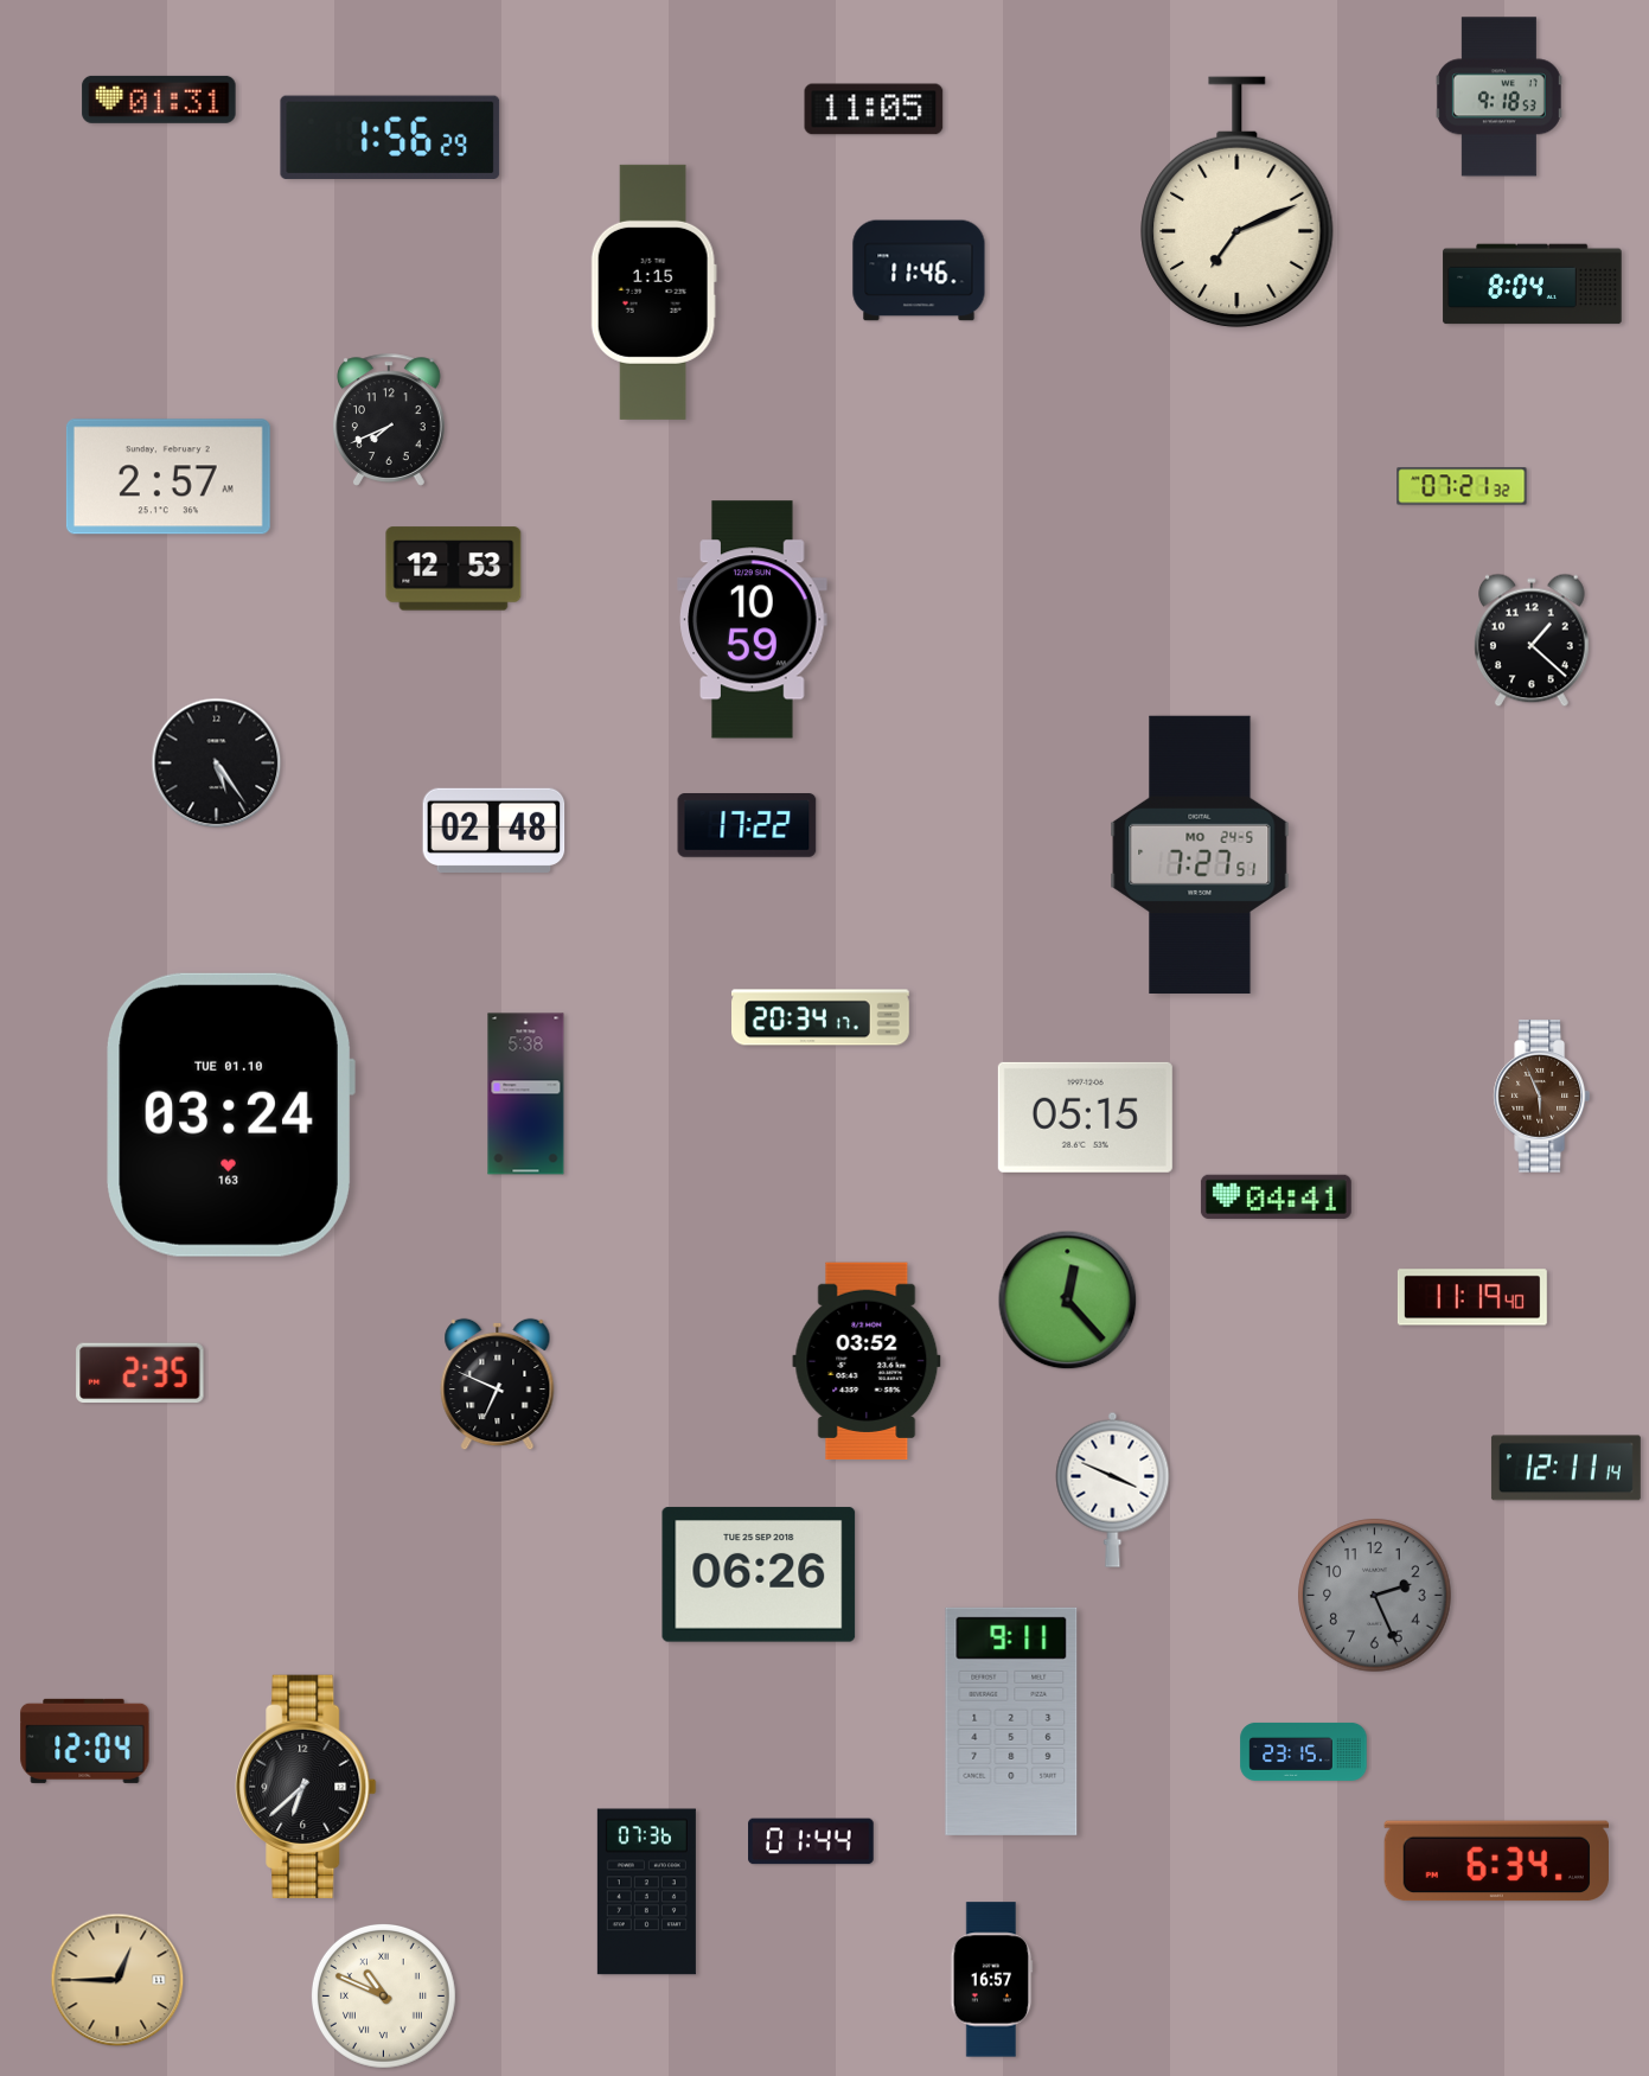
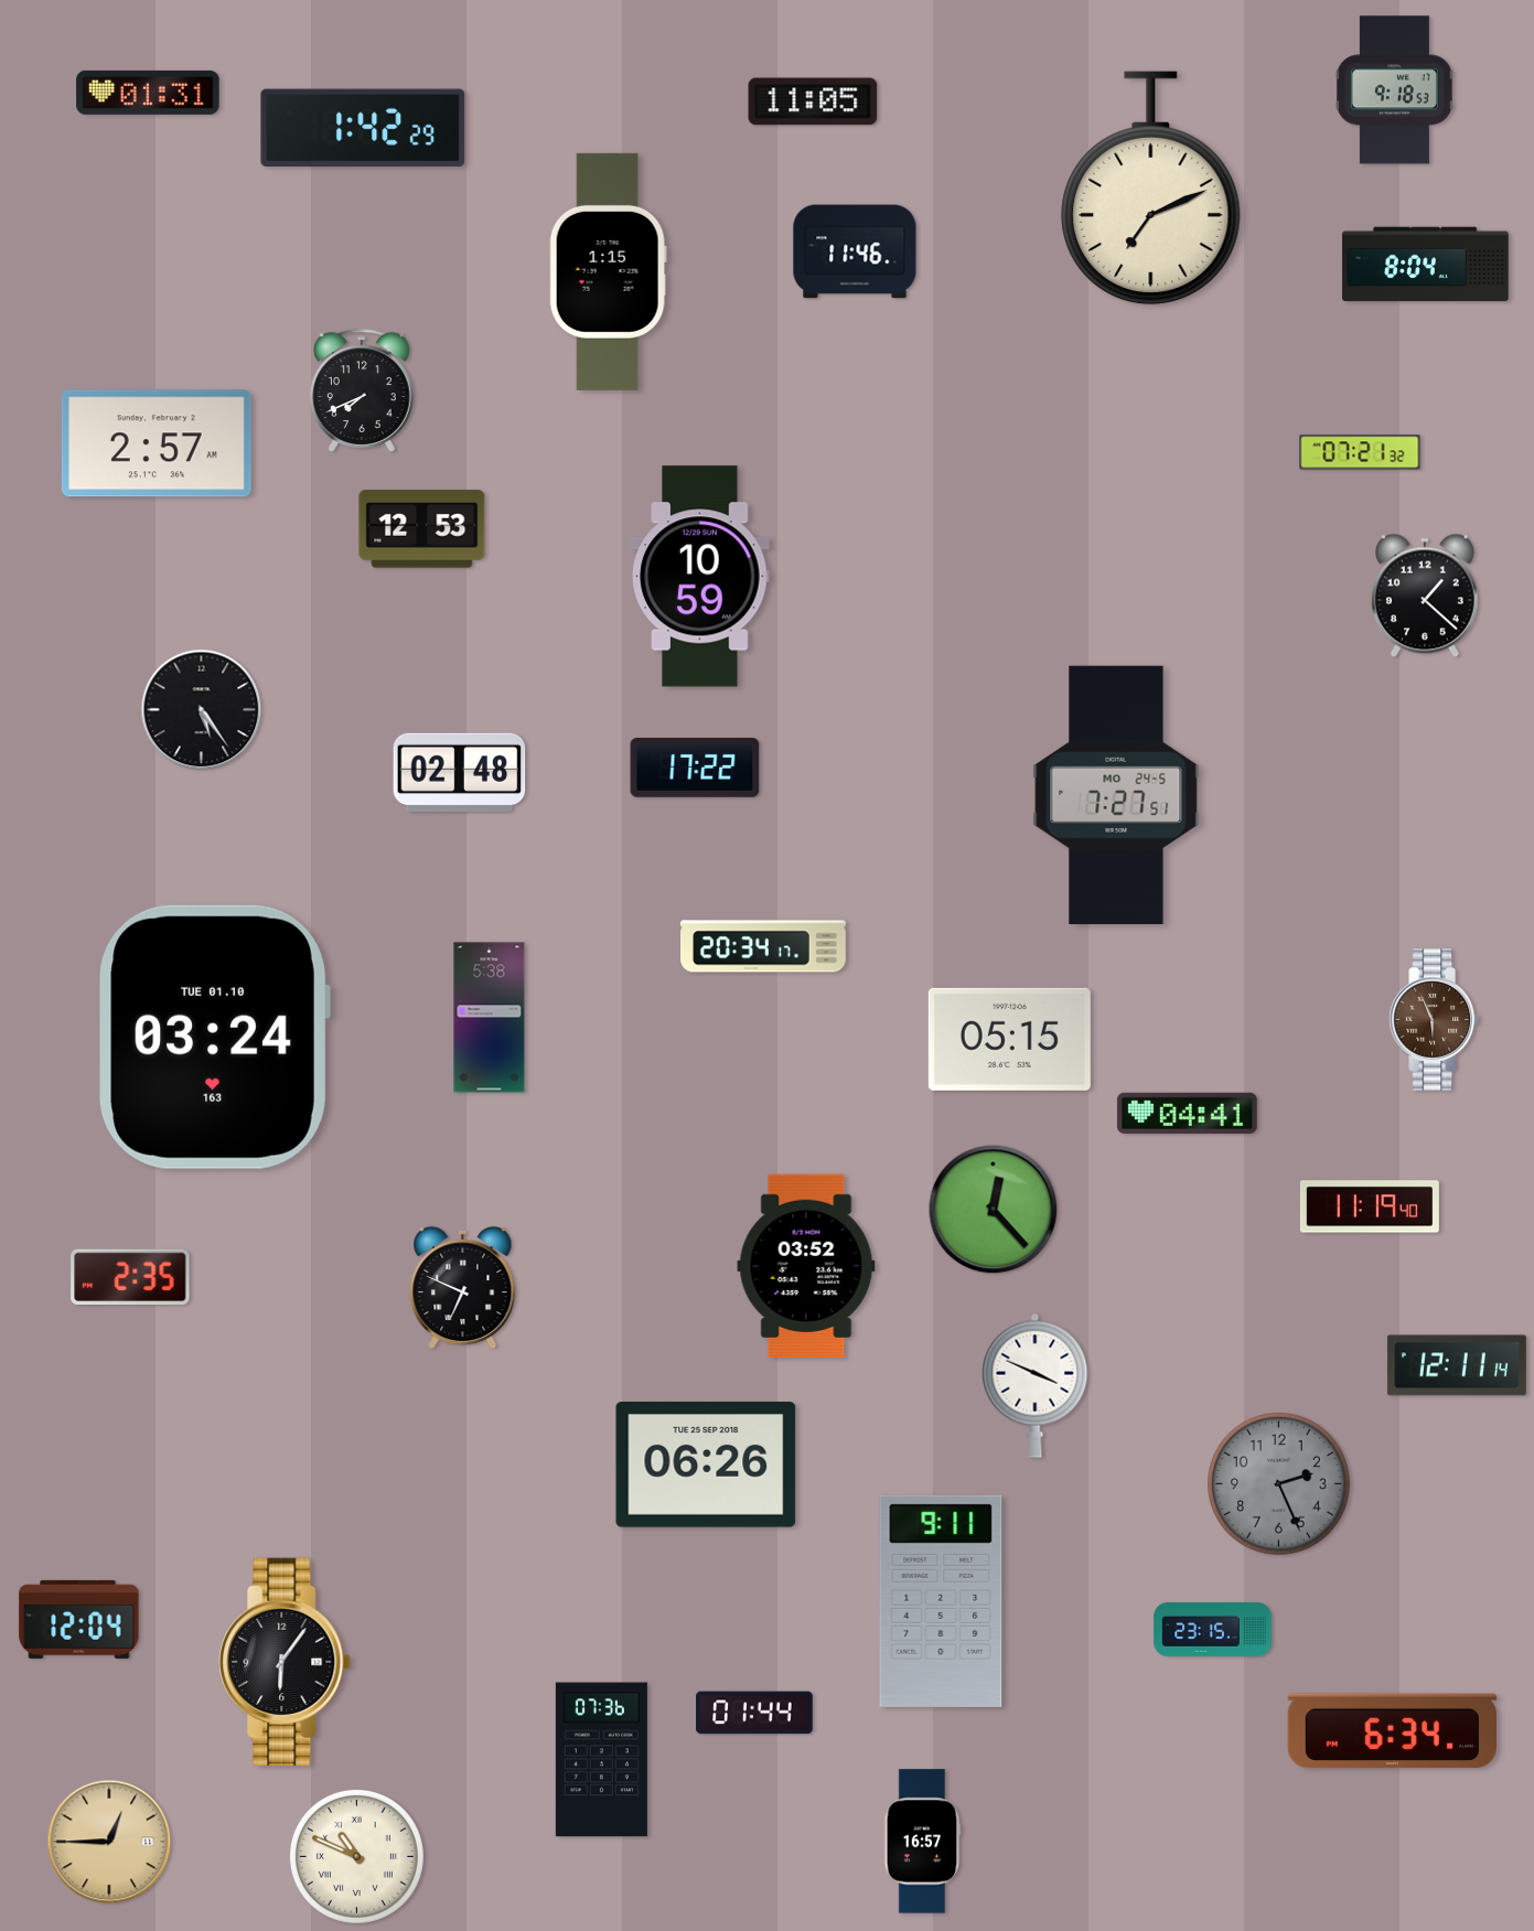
clock at (390, 138): 1:56 -> 1:42
clock at (306, 1786): 6:38 -> 6:06
